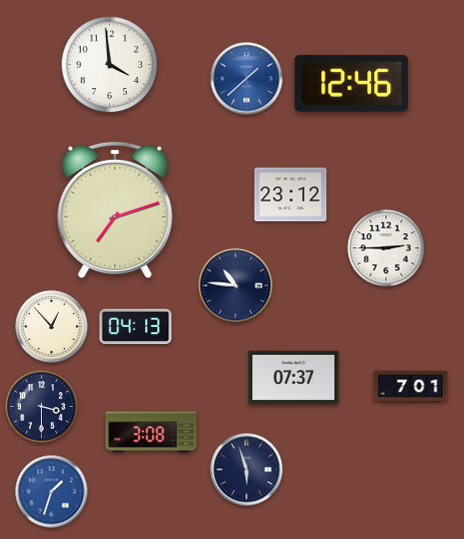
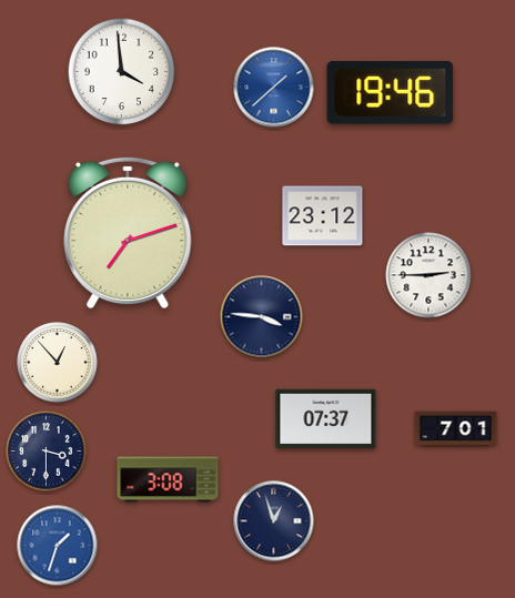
clock at (352, 84): 12:46 -> 19:46
clock at (236, 286): 10:46 -> 3:46
clock at (136, 326): 04:13 -> none
clock at (247, 470): 5:57 -> 12:57
